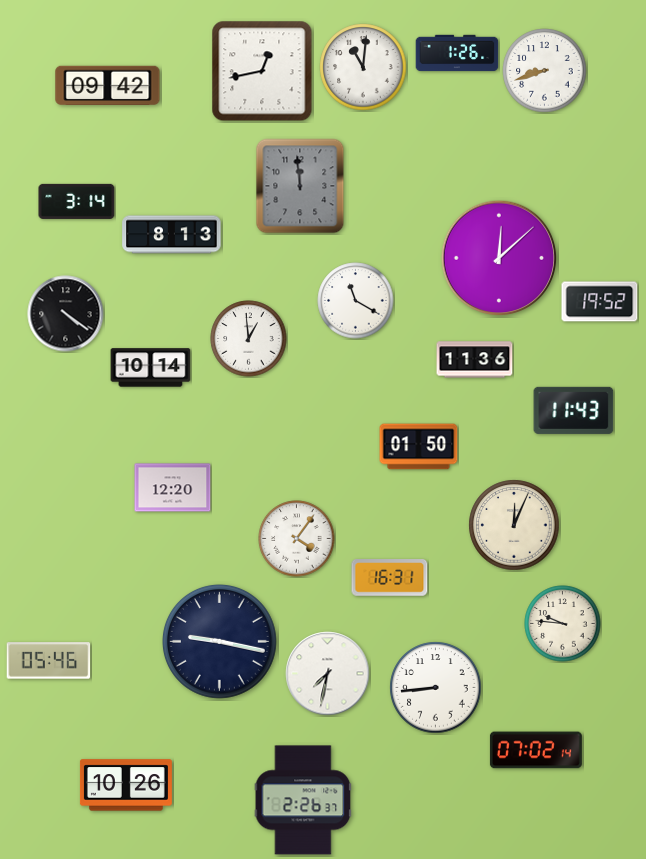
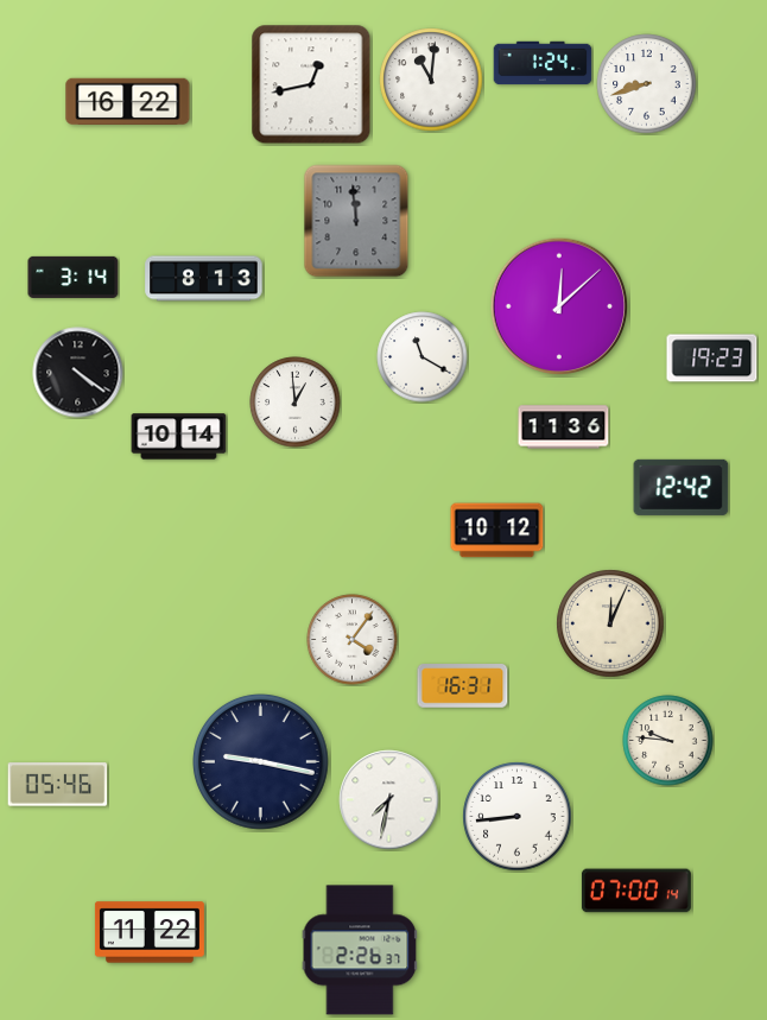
clock at (457, 53): 1:26 -> 1:24
clock at (108, 85): 09:42 -> 16:22
clock at (77, 201) position: (77, 201) -> (74, 277)
clock at (499, 258) position: (499, 258) -> (559, 306)
clock at (600, 302): 19:52 -> 19:23
clock at (574, 410): 11:43 -> 12:42
clock at (419, 447): 01:50 -> 10:12
clock at (173, 488): 12:20 -> none
clock at (536, 750): 07:02 -> 07:00
clock at (126, 785): 10:26 -> 11:22
